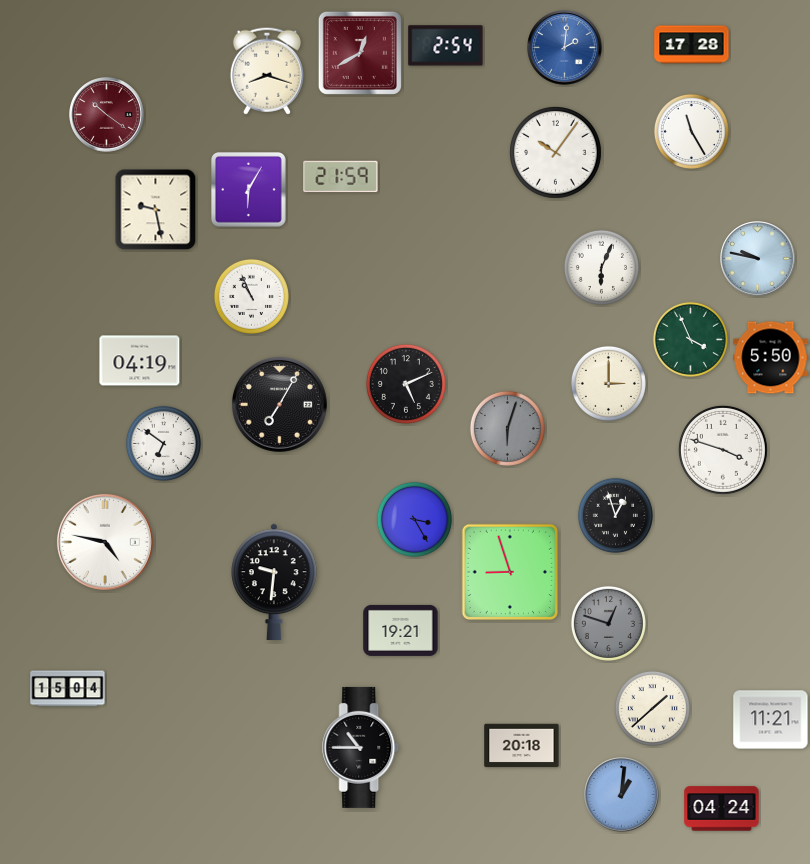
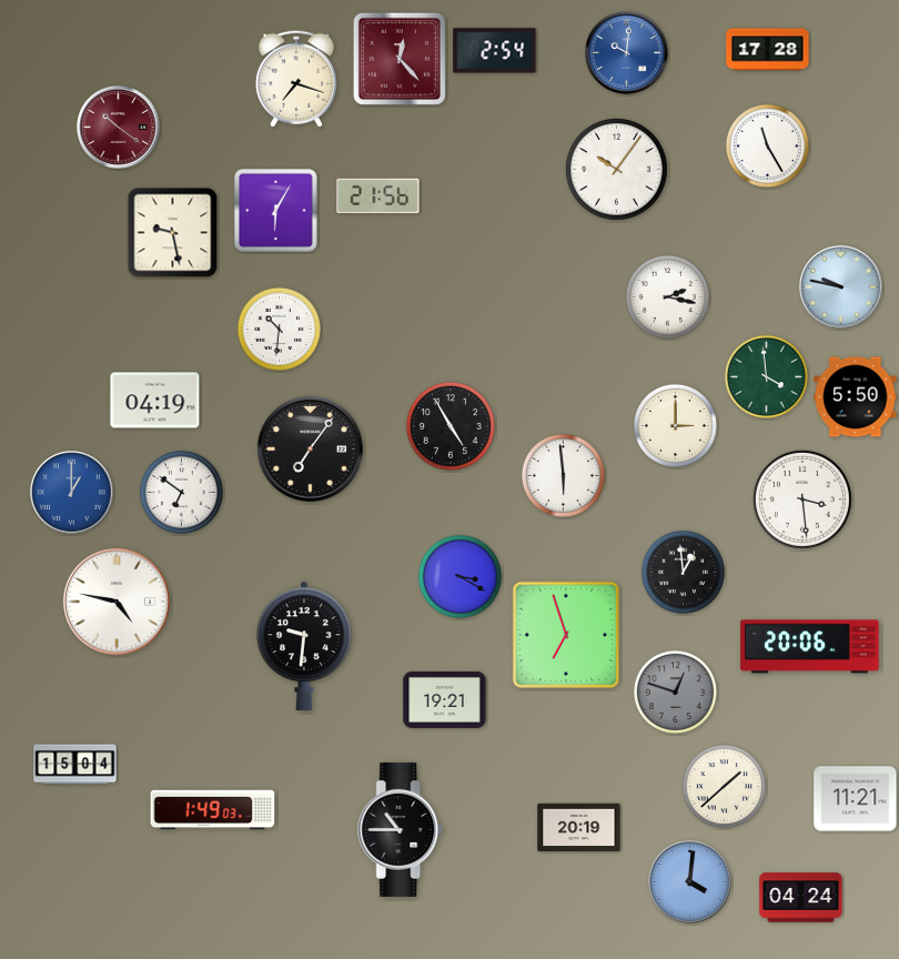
clock at (565, 48): 2:01 -> 10:01
clock at (360, 53): 12:40 -> 12:23
clock at (267, 71): 8:18 -> 7:18
clock at (341, 177): 21:59 -> 21:56
clock at (601, 267): 6:04 -> 2:17
clock at (251, 296): 10:56 -> 10:31
clock at (690, 339): 3:56 -> 3:59
clock at (406, 384): 5:11 -> 4:55
clock at (279, 404): 7:05 -> 7:06
clock at (507, 428): 6:03 -> 5:59
clock at (507, 428) dial: grey -> white
clock at (72, 493): none -> 1:00
clock at (723, 450): 3:48 -> 3:29
clock at (615, 515): 12:57 -> 12:59
clock at (414, 519): 3:25 -> 3:20
clock at (510, 572): 8:57 -> 6:57
clock at (810, 647): none -> 20:06
clock at (213, 810): none -> 1:49
clock at (522, 746): 20:18 -> 20:19
clock at (622, 795): 1:01 -> 4:01
